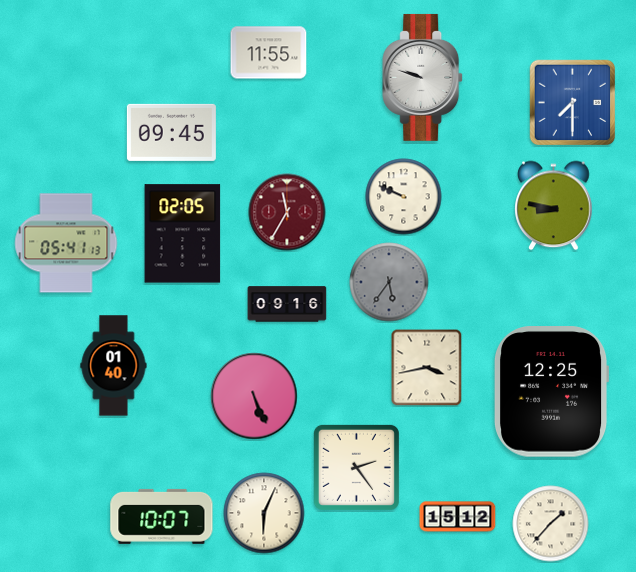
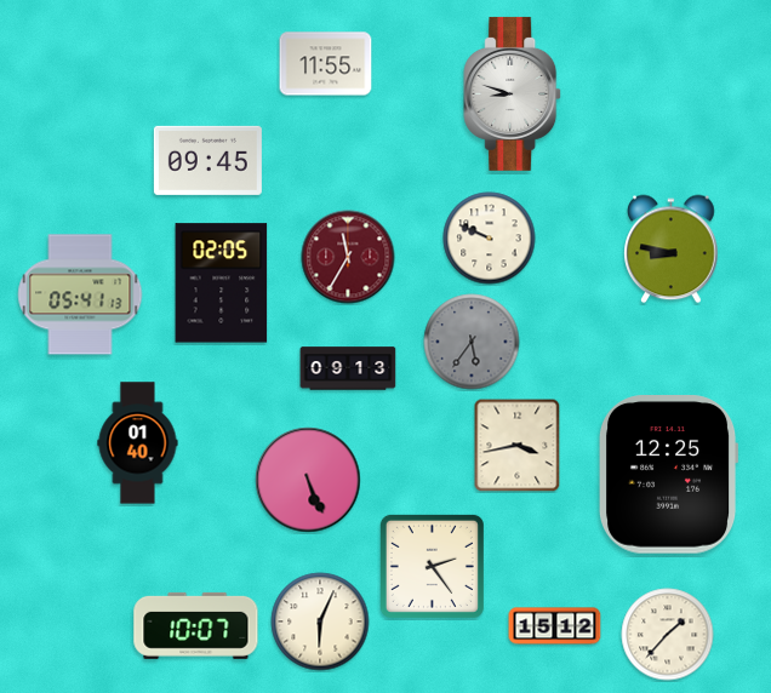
clock at (423, 77): 9:48 -> 8:48
clock at (573, 103): 7:30 -> none
clock at (287, 304): 09:16 -> 09:13
